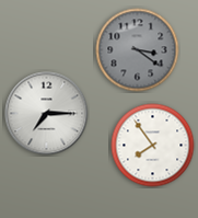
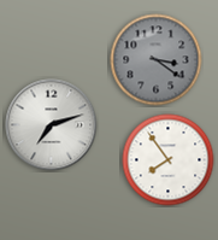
clock at (138, 50) position: (138, 50) -> (157, 60)
clock at (47, 114): 7:15 -> 7:12
